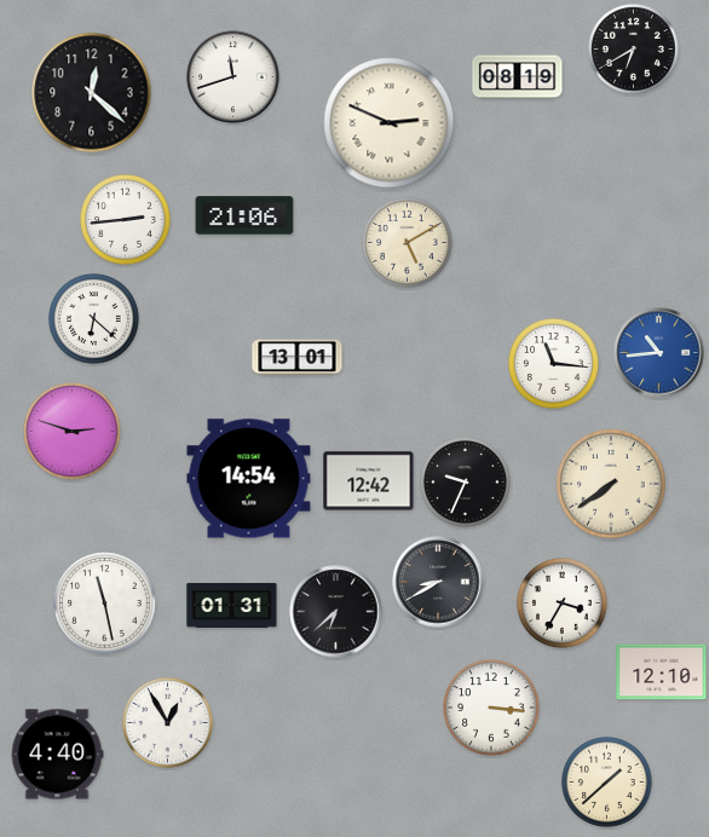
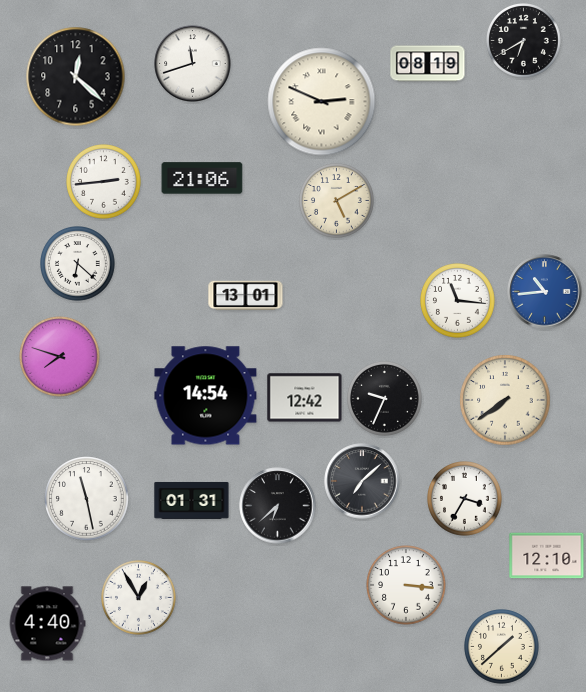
clock at (73, 432): 2:48 -> 7:48
clock at (438, 582): 8:40 -> 7:08
